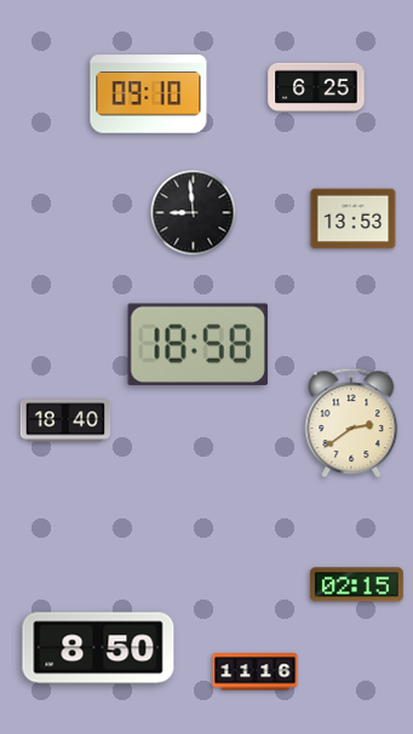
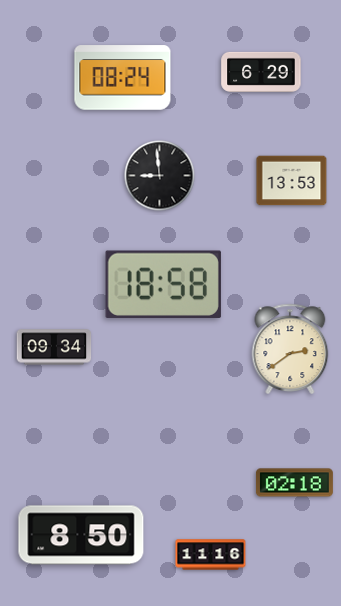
clock at (316, 87): 6:25 -> 6:29
clock at (149, 94): 09:10 -> 08:24
clock at (65, 420): 18:40 -> 09:34
clock at (356, 585): 02:15 -> 02:18
